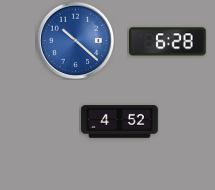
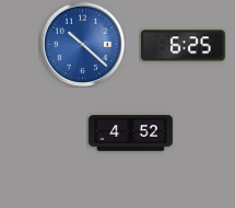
clock at (168, 42): 6:28 -> 6:25
